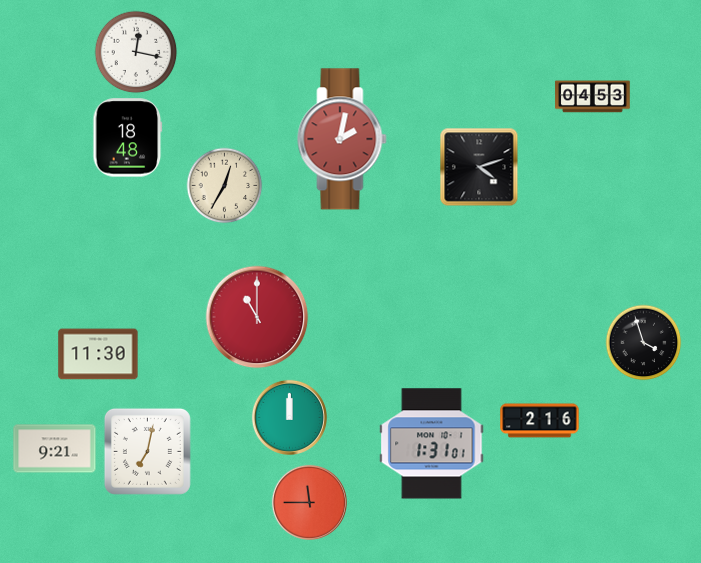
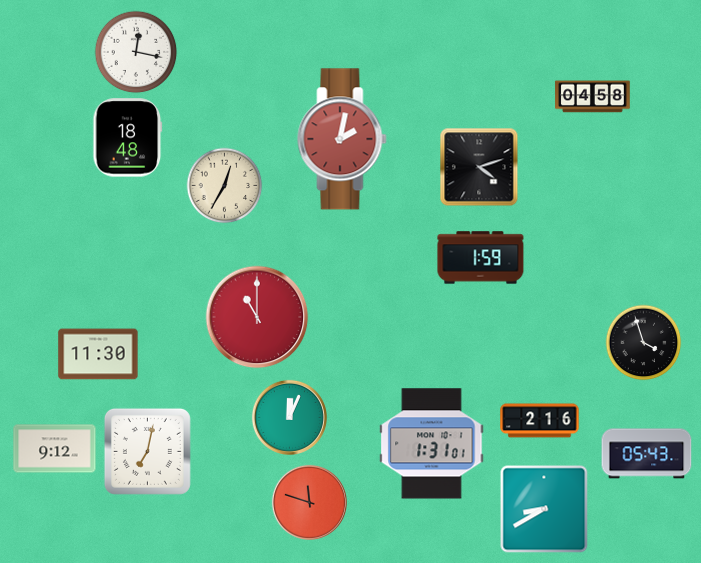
clock at (593, 97): 04:53 -> 04:58
clock at (481, 258): none -> 1:59
clock at (289, 417): 12:00 -> 12:04
clock at (55, 449): 9:21 -> 9:12
clock at (647, 454): none -> 05:43
clock at (309, 502): 11:45 -> 11:48
clock at (544, 509): none -> 8:40
